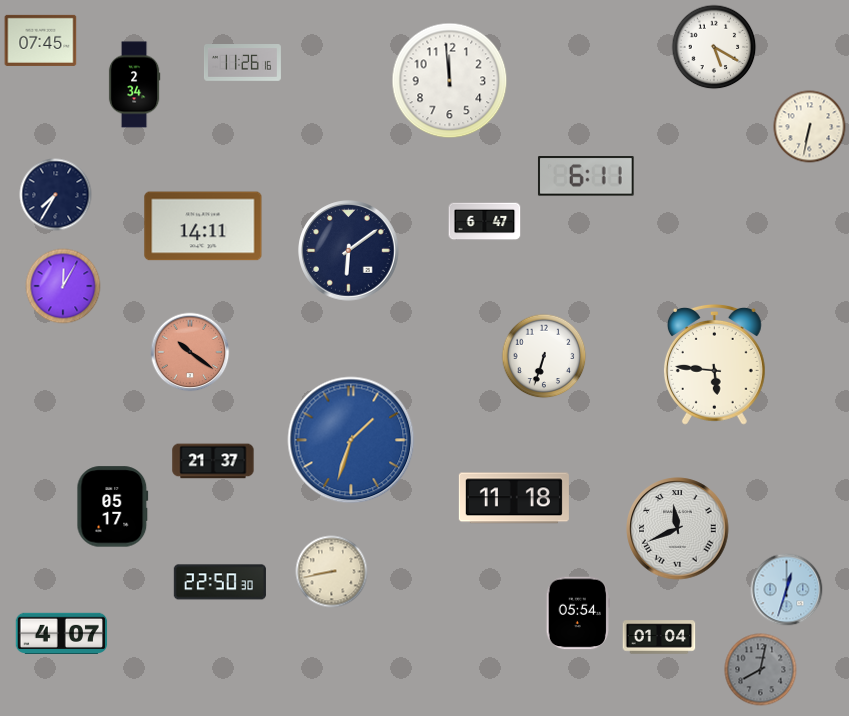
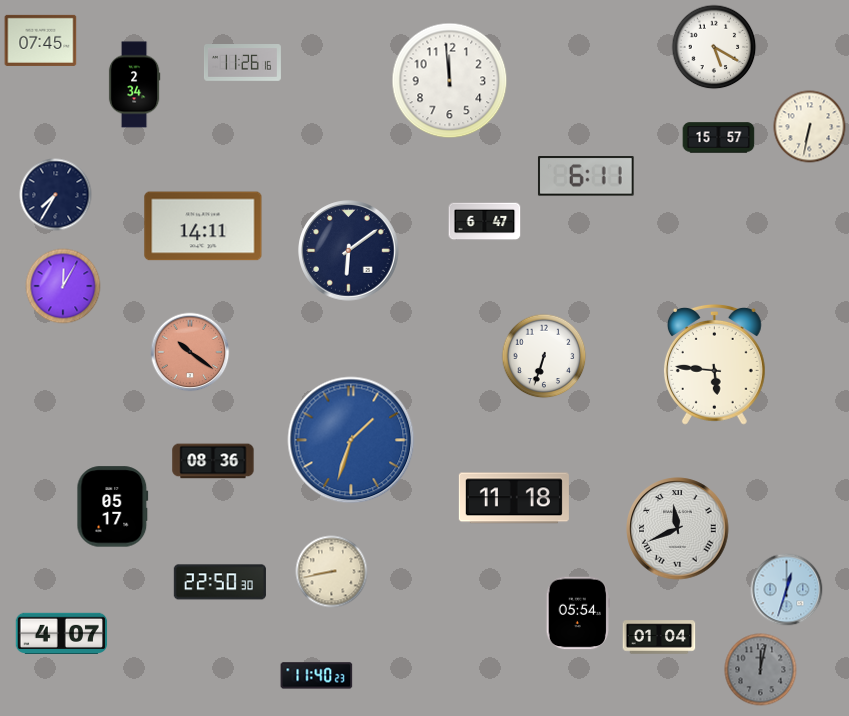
clock at (719, 138): none -> 15:57
clock at (213, 461): 21:37 -> 08:36
clock at (761, 670): 8:02 -> 12:02
clock at (317, 676): none -> 11:40
